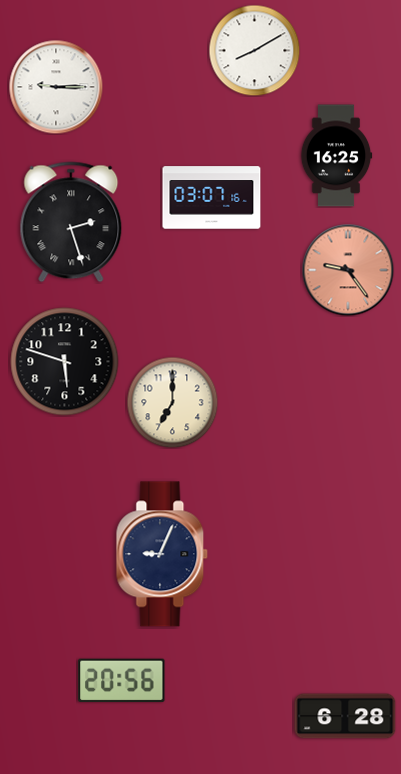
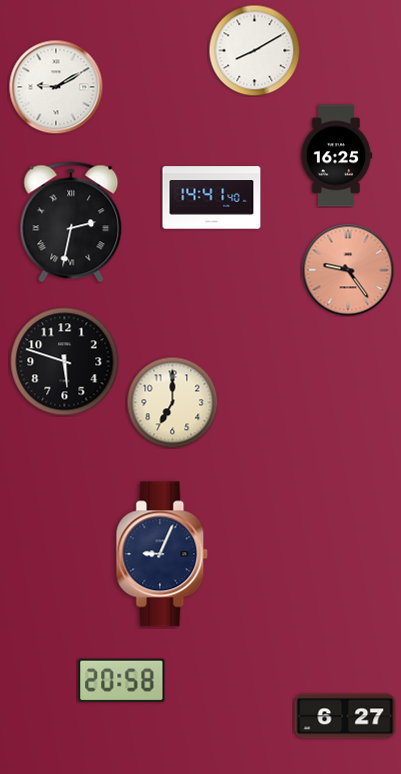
clock at (56, 87): 9:15 -> 9:10
clock at (212, 198): 03:07 -> 14:41
clock at (71, 222): 2:27 -> 2:32
clock at (122, 681): 20:56 -> 20:58
clock at (345, 716): 6:28 -> 6:27
